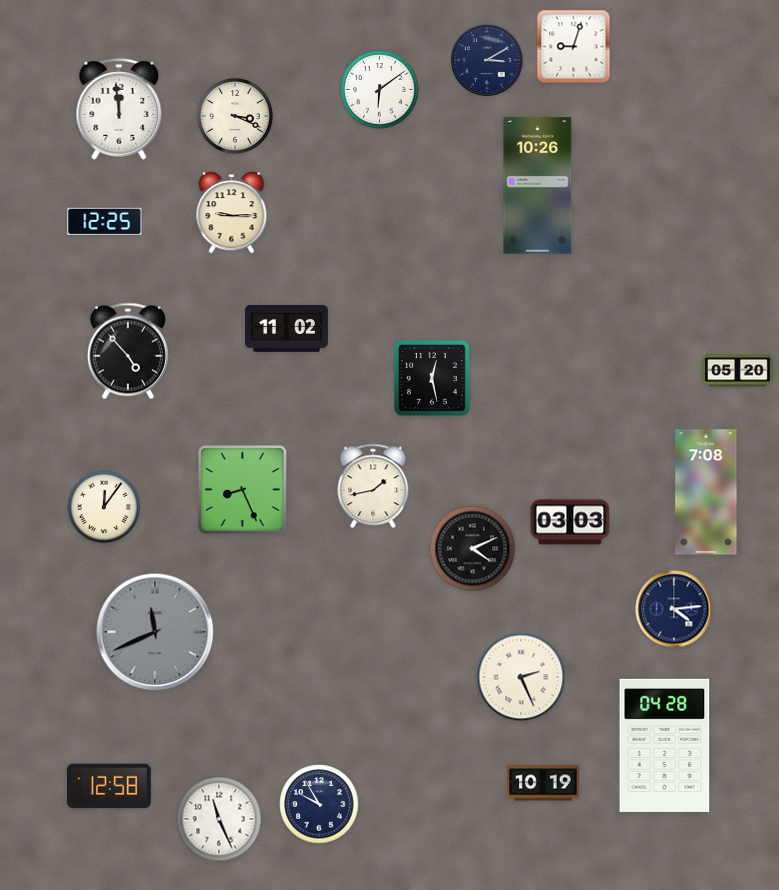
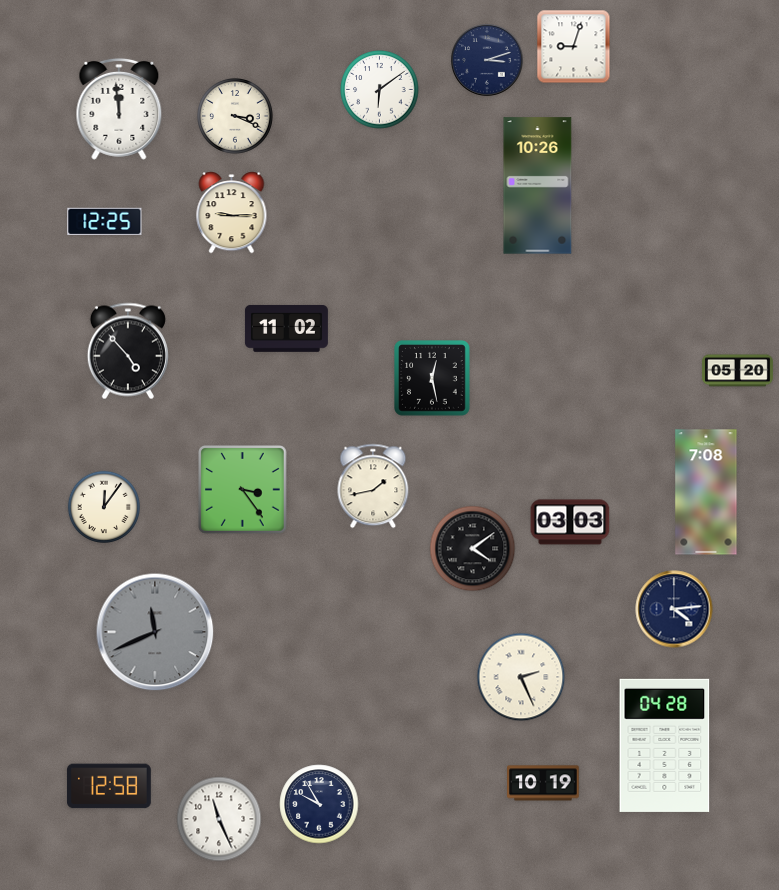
clock at (487, 60): 3:10 -> 3:12
clock at (243, 490): 8:26 -> 3:24
clock at (473, 549): 4:11 -> 4:09
